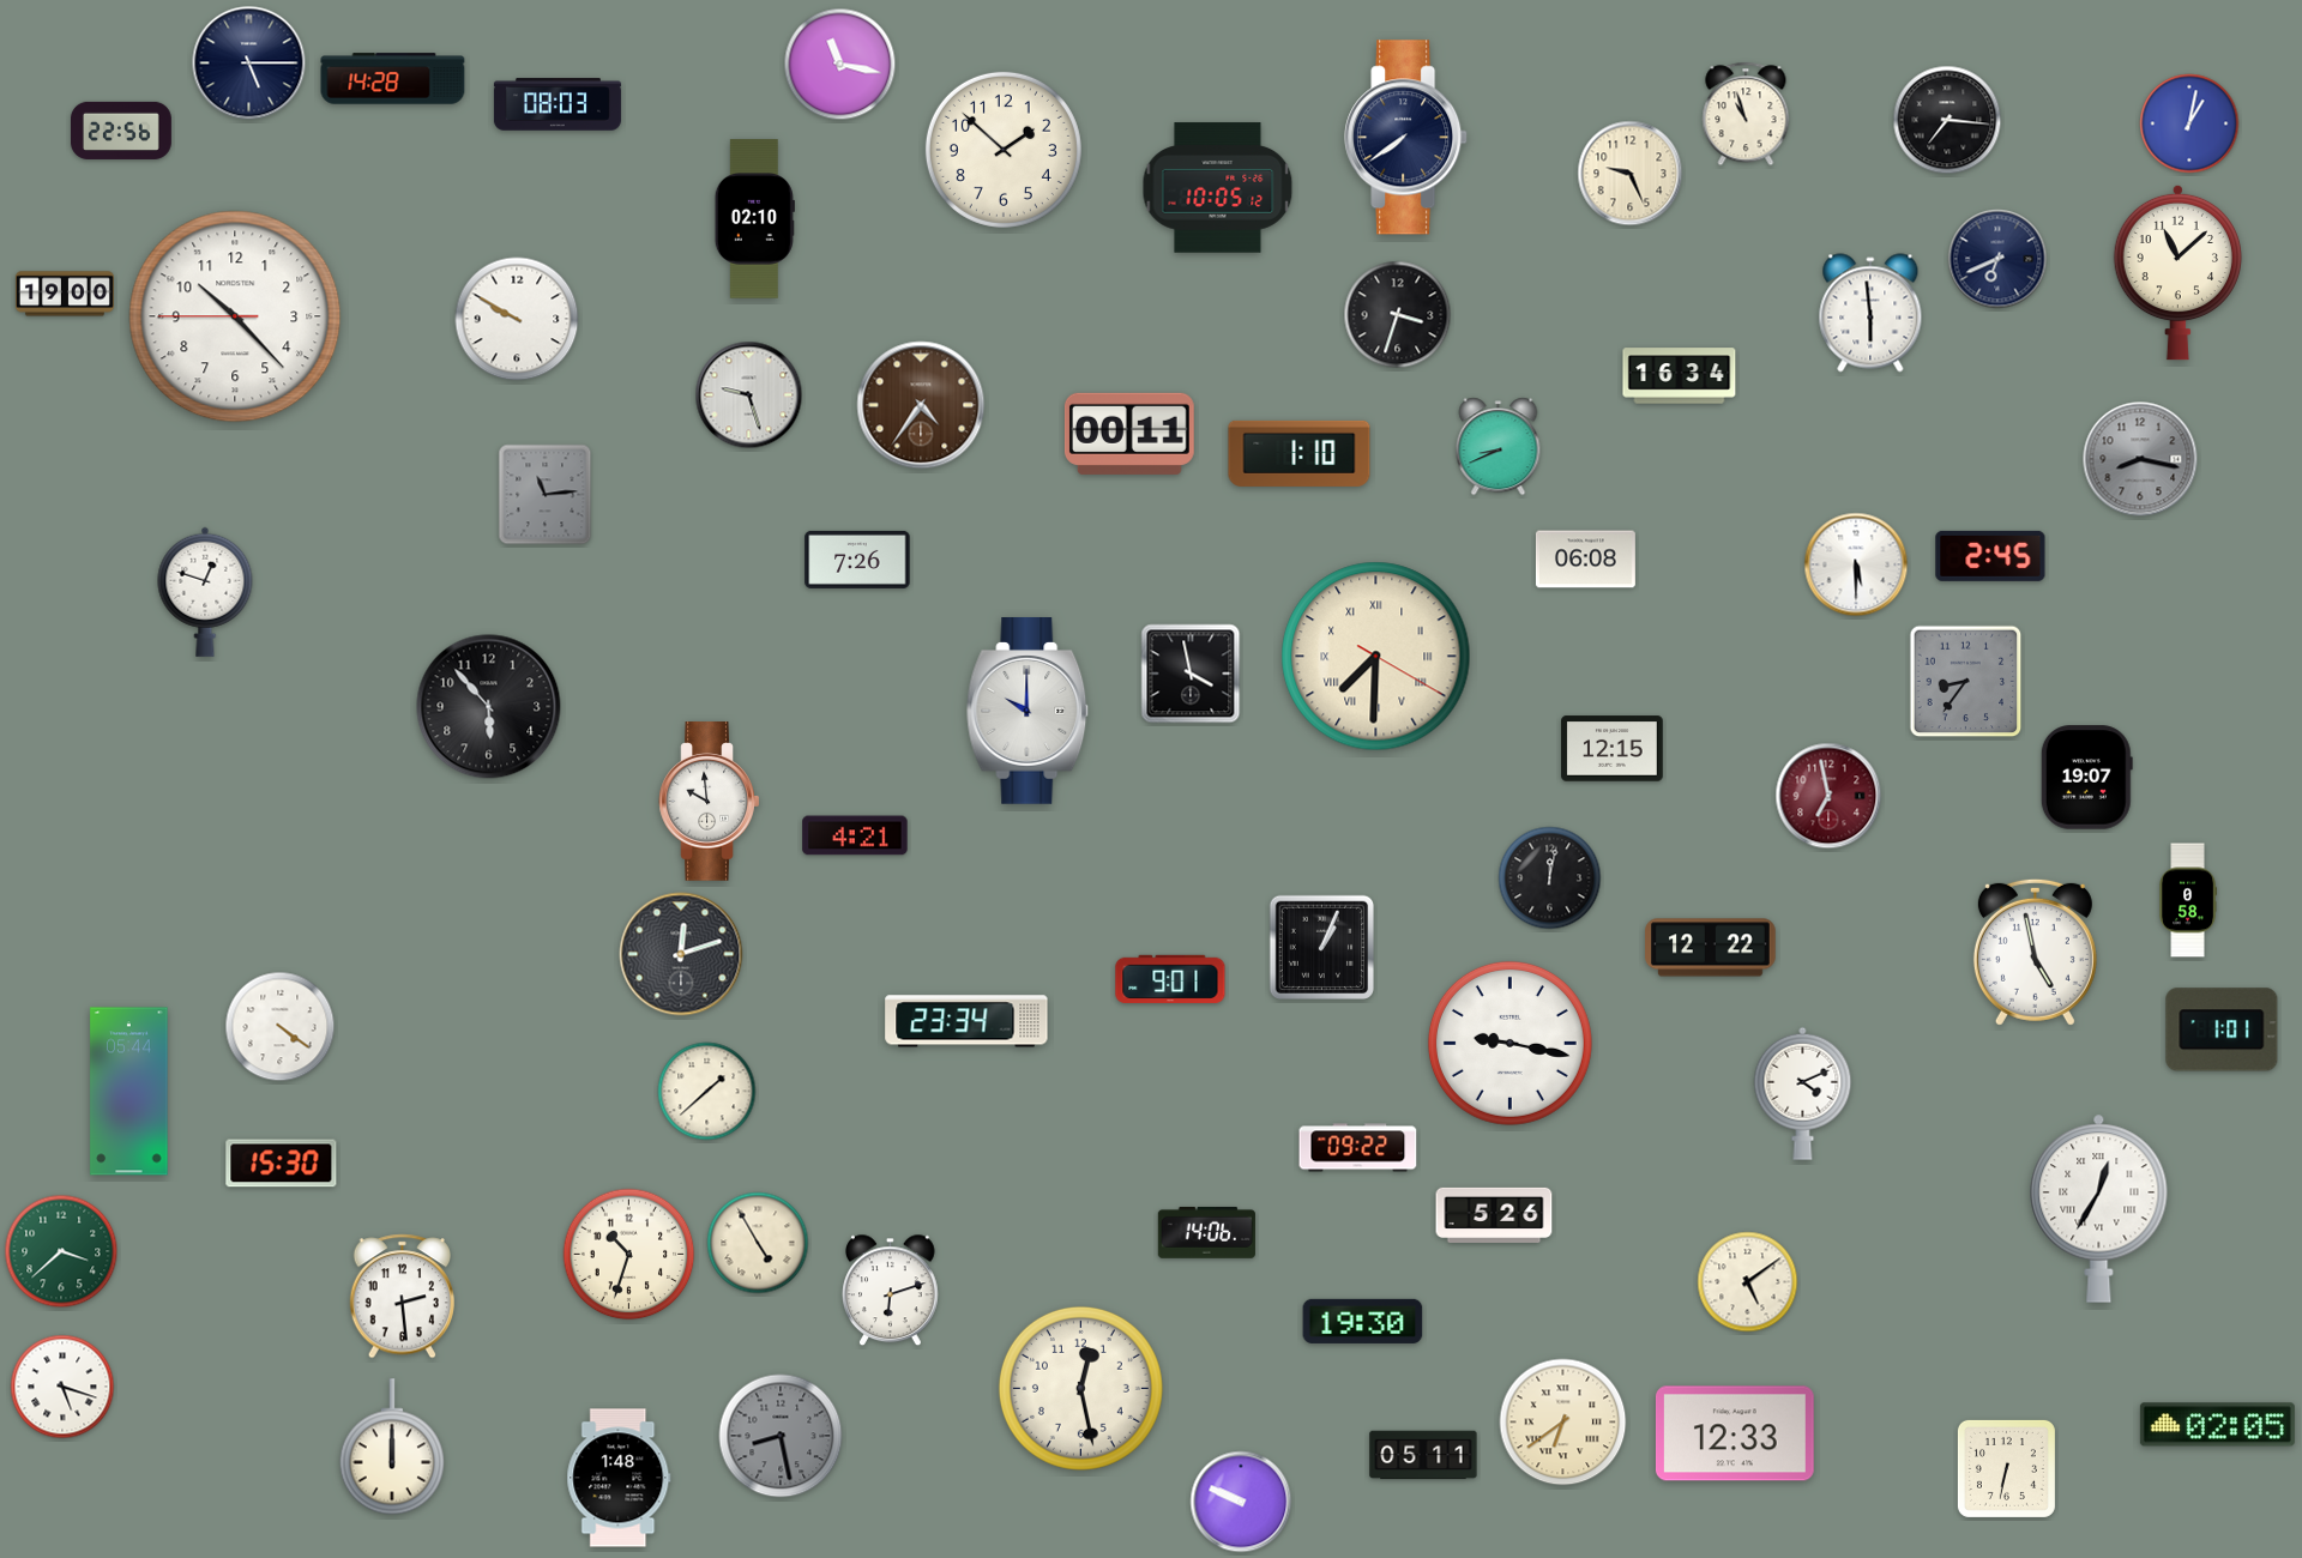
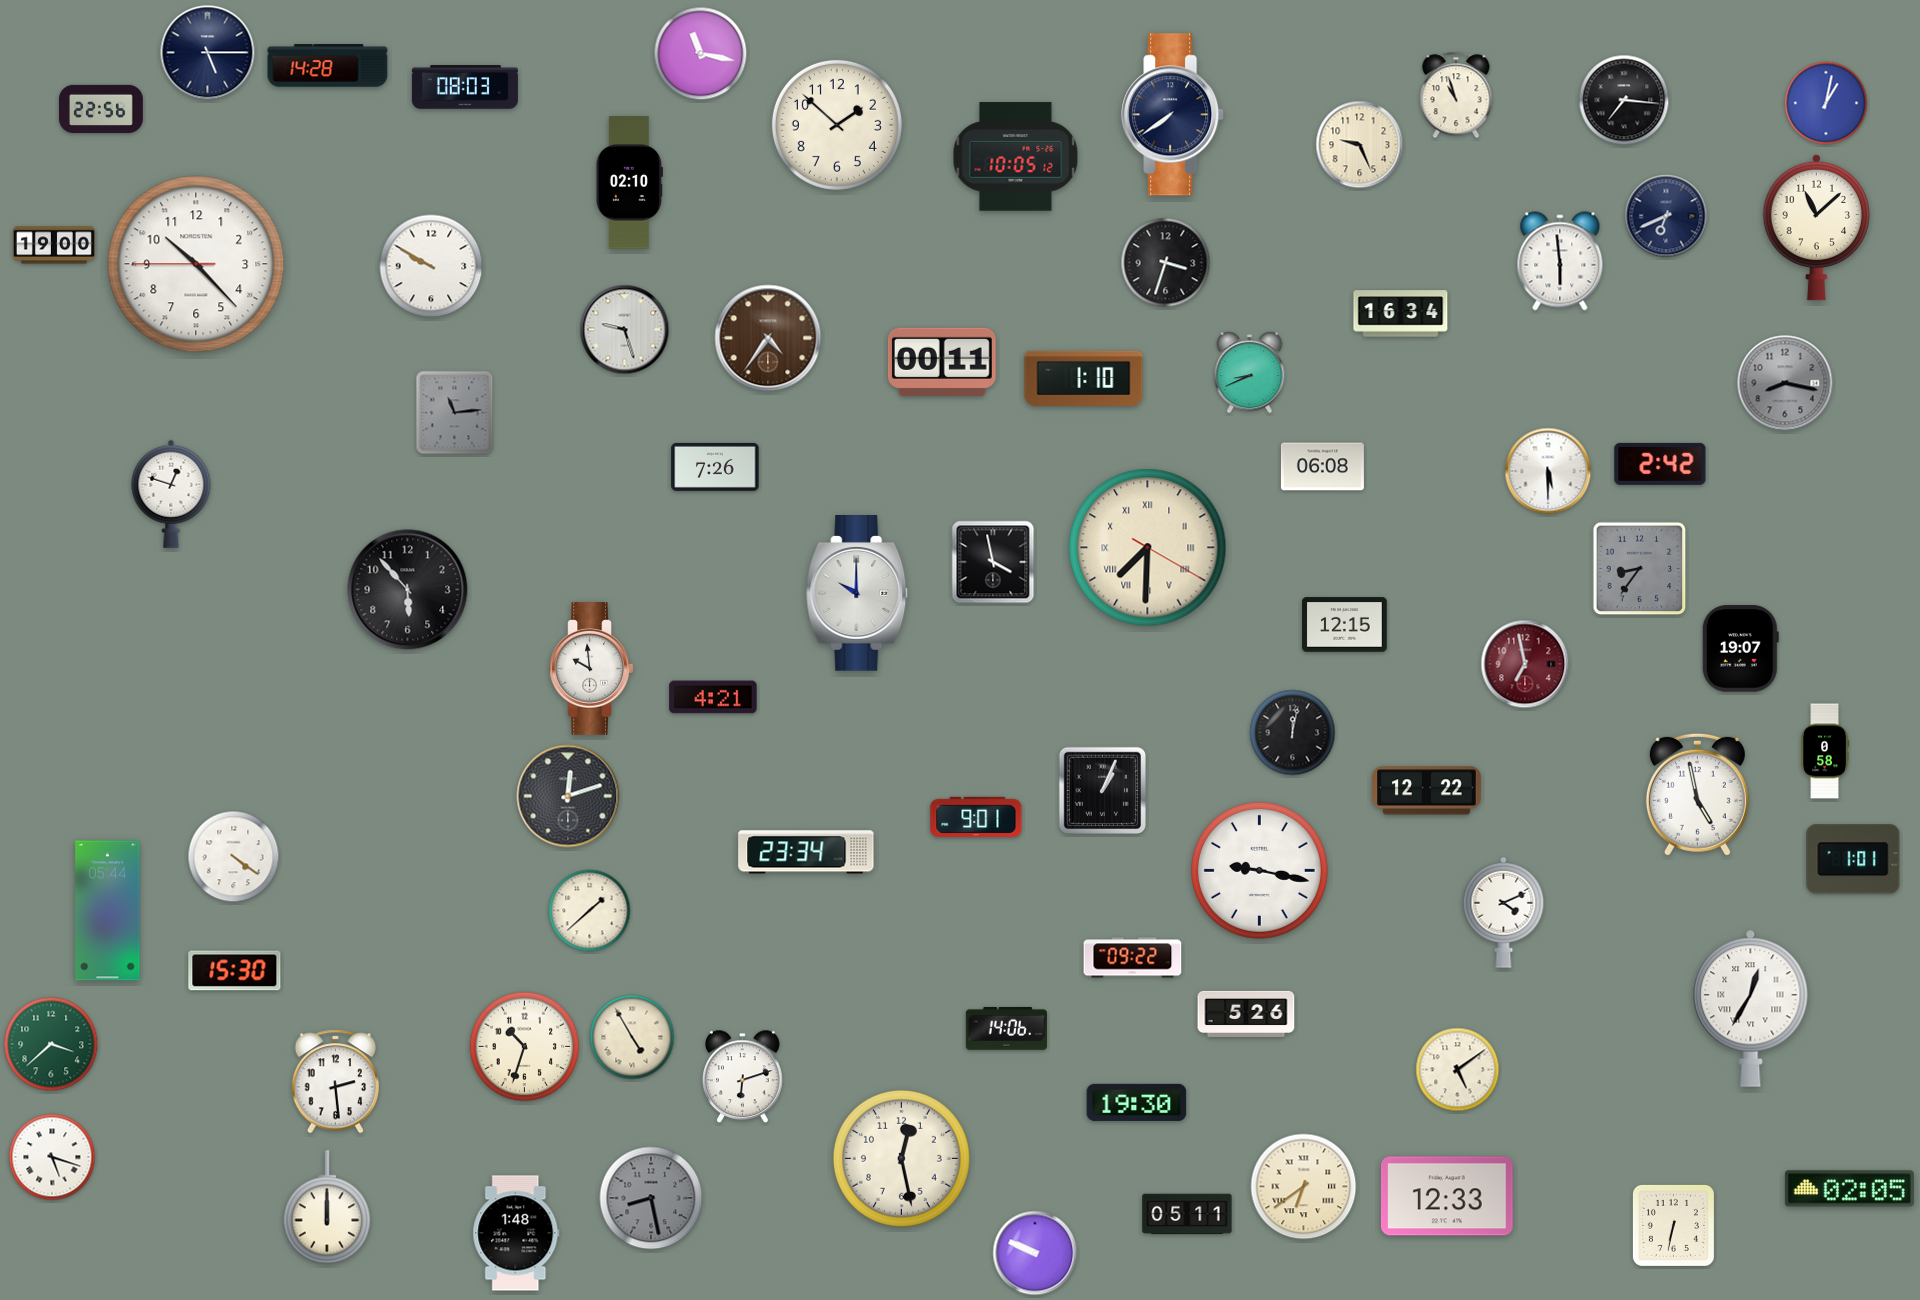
clock at (1990, 556): 2:45 -> 2:42
